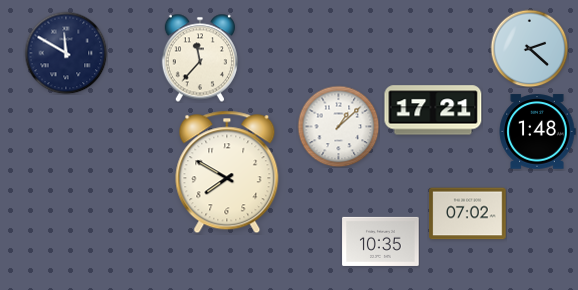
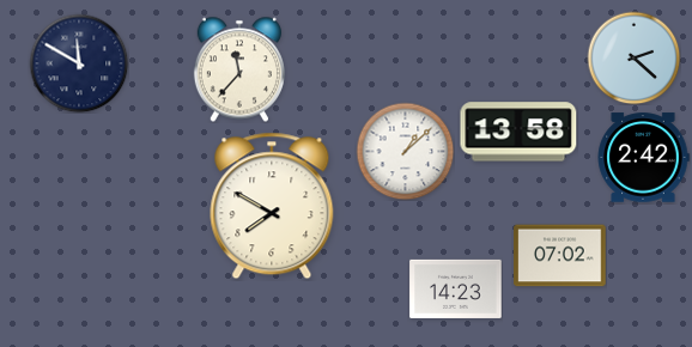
clock at (433, 110): 17:21 -> 13:58
clock at (537, 132): 1:48 -> 2:42
clock at (381, 241): 10:35 -> 14:23
